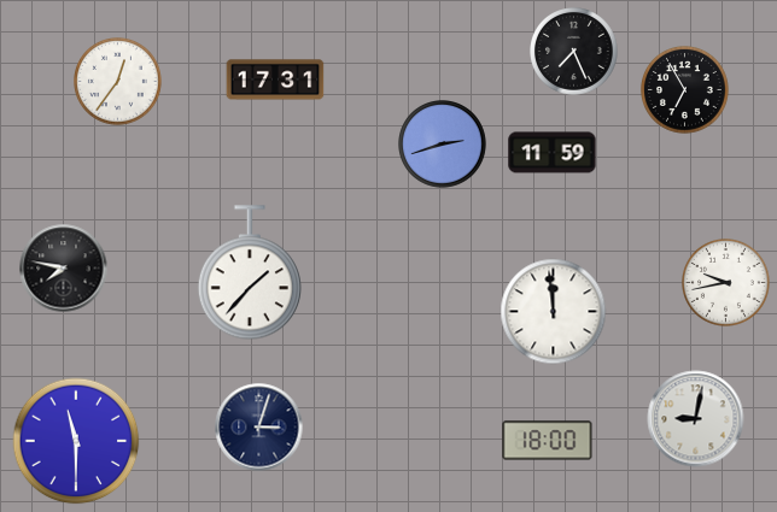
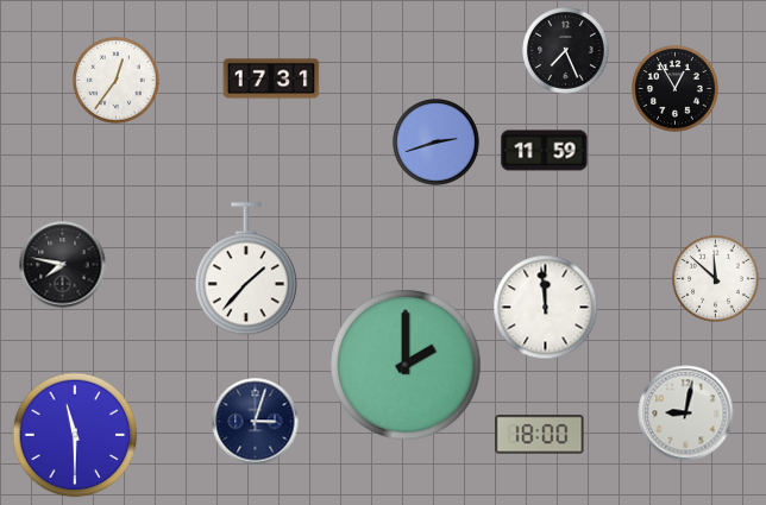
clock at (685, 90): 6:55 -> 12:55
clock at (726, 283): 9:43 -> 11:52
clock at (406, 365): none -> 2:00
